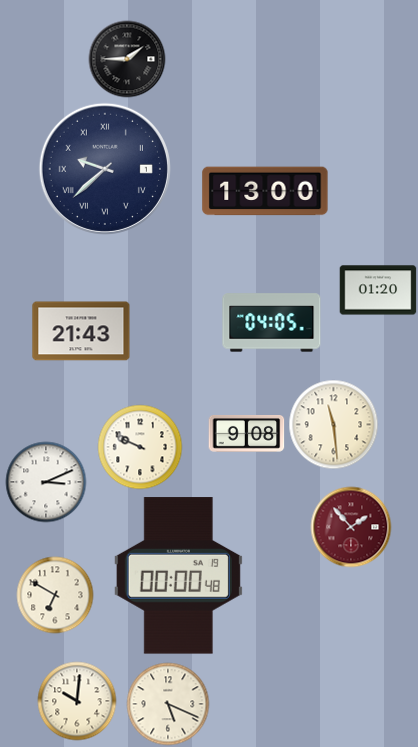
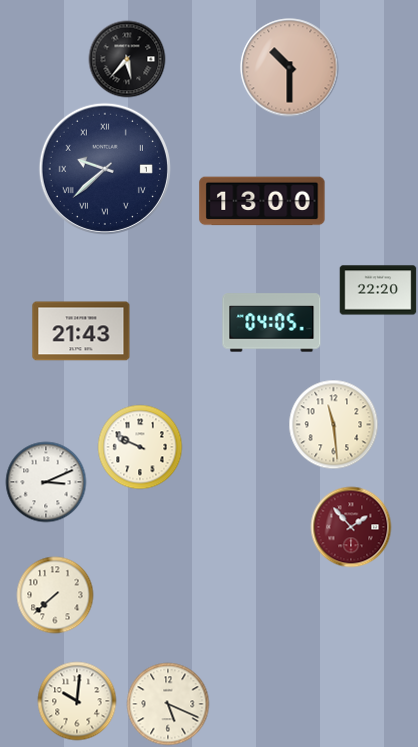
clock at (127, 59): 1:45 -> 5:37
clock at (290, 68): none -> 10:30
clock at (265, 191) position: (265, 191) -> (262, 201)
clock at (378, 290): 01:20 -> 22:20
clock at (247, 434): 9:08 -> none
clock at (178, 576): 00:00 -> none
clock at (55, 595): 6:50 -> 7:38
